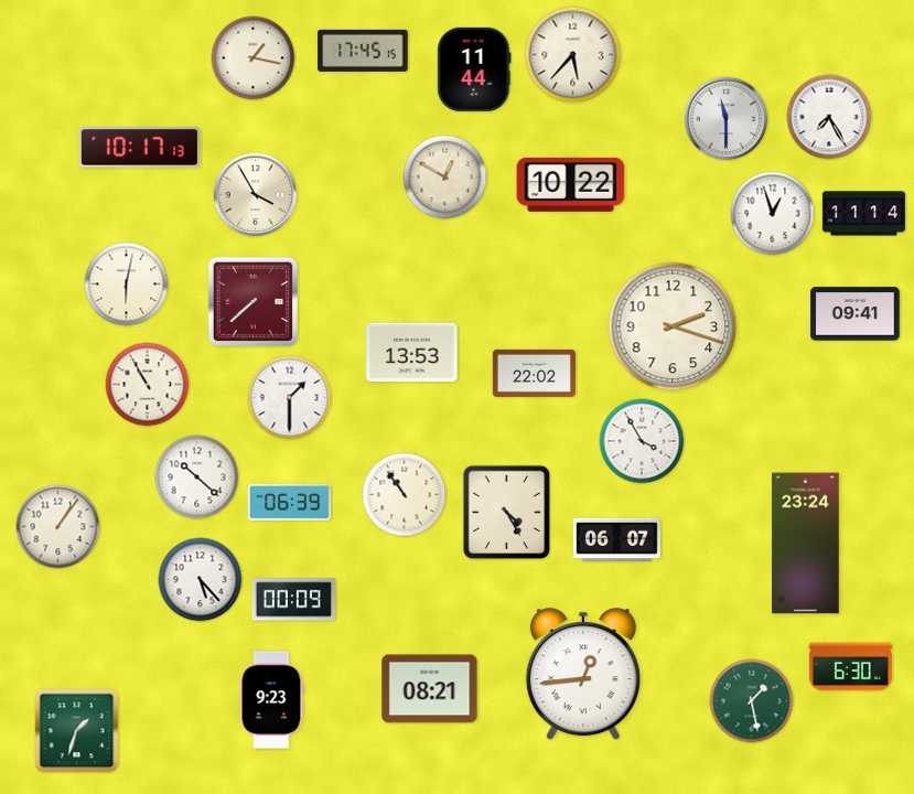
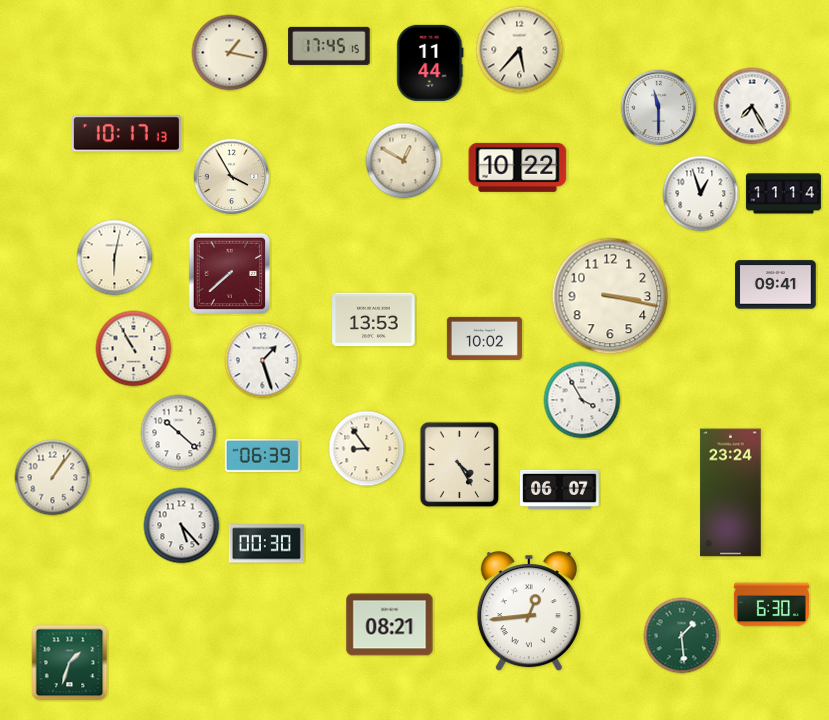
clock at (673, 326): 2:18 -> 3:17
clock at (534, 373): 22:02 -> 10:02
clock at (290, 398): 1:30 -> 1:27
clock at (405, 495): 10:54 -> 8:54
clock at (293, 600): 00:09 -> 00:30
clock at (271, 700): 9:23 -> none
clock at (752, 701): 1:28 -> 1:29
